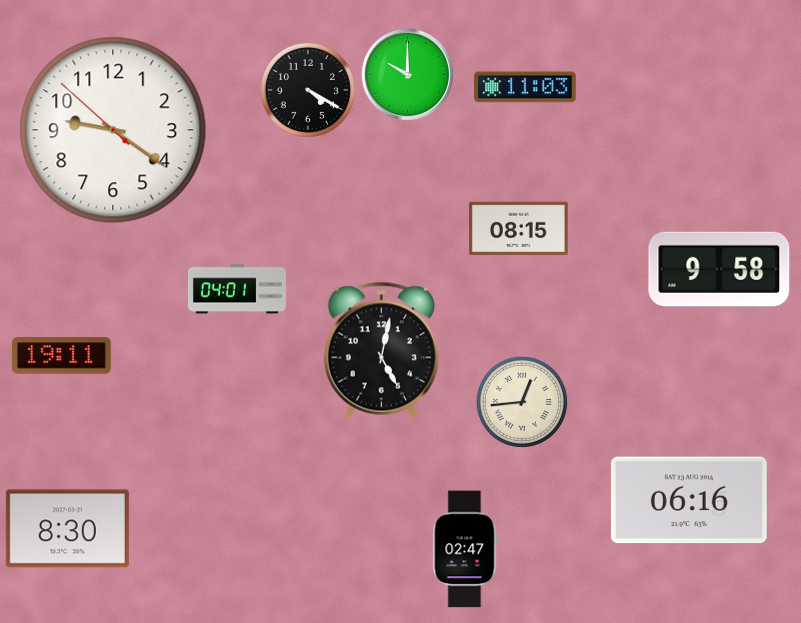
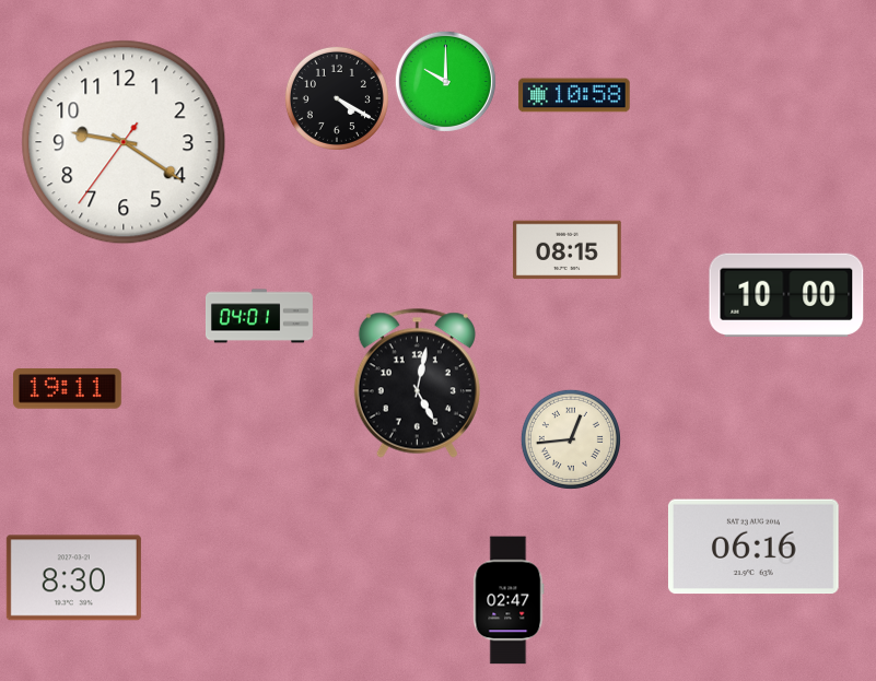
clock at (525, 87): 11:03 -> 10:58
clock at (113, 130): 9:20:52 -> 9:20:36
clock at (719, 269): 9:58 -> 10:00
